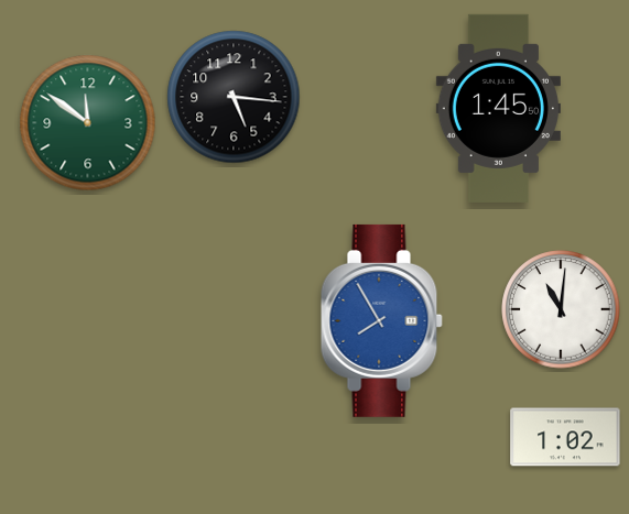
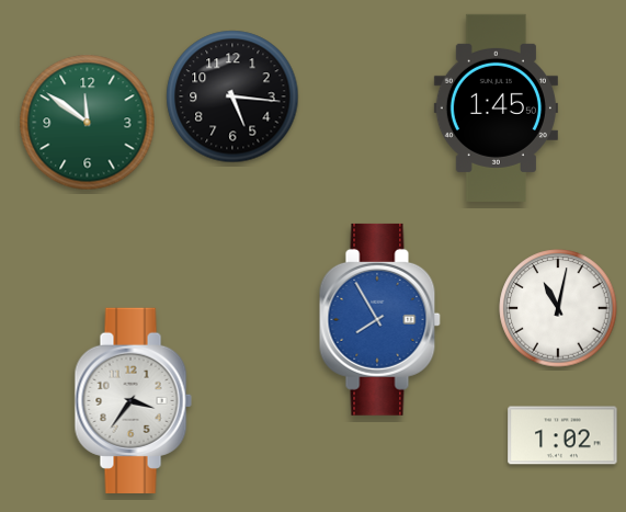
clock at (561, 309): 11:01 -> 11:02
clock at (133, 400): none -> 3:36
